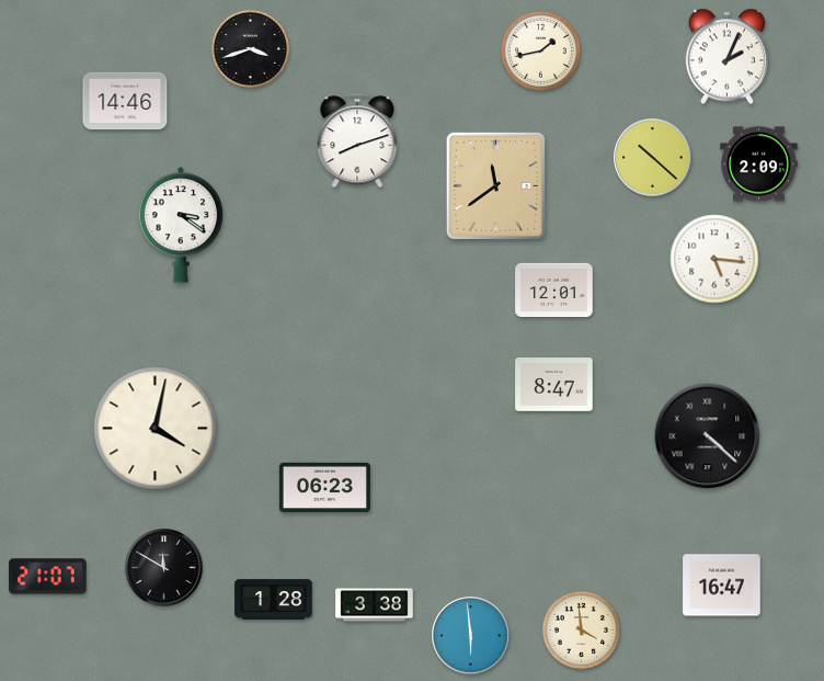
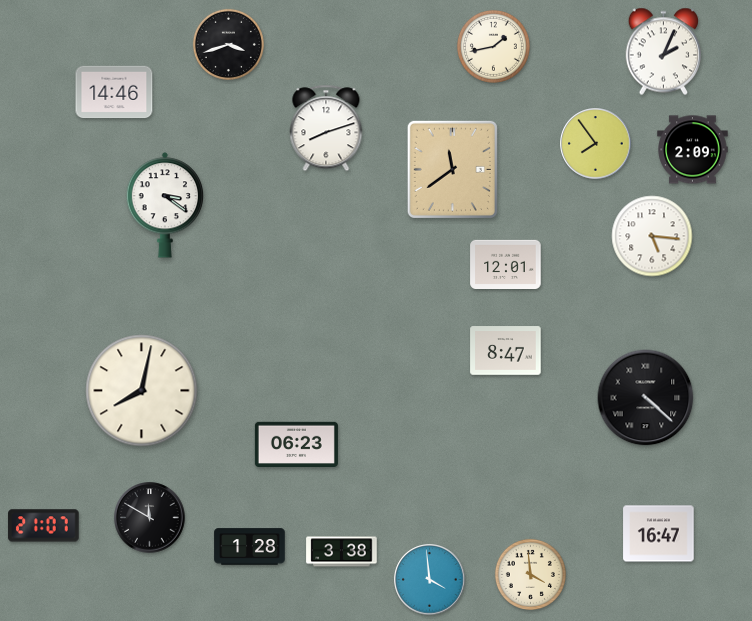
clock at (653, 158): 10:22 -> 7:54
clock at (156, 429): 4:02 -> 8:02
clock at (471, 636): 5:59 -> 3:59
